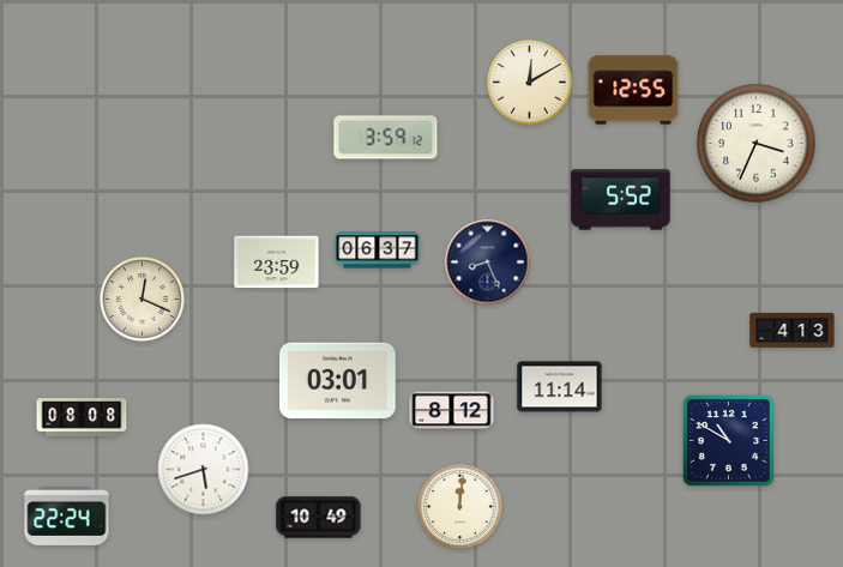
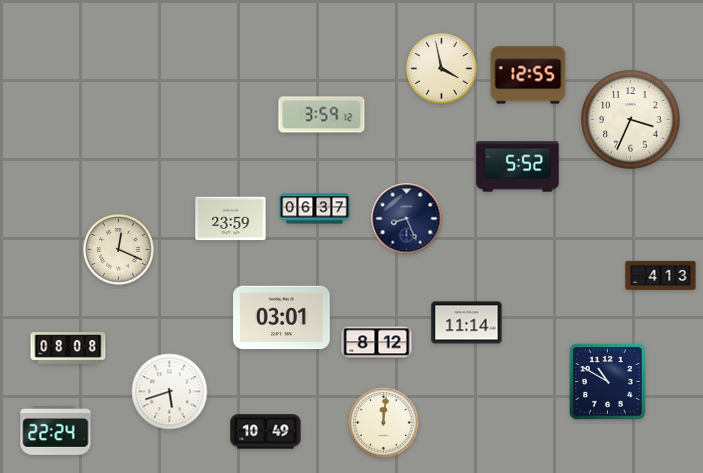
clock at (530, 83): 12:10 -> 3:58
clock at (728, 440) position: (728, 440) -> (607, 381)
